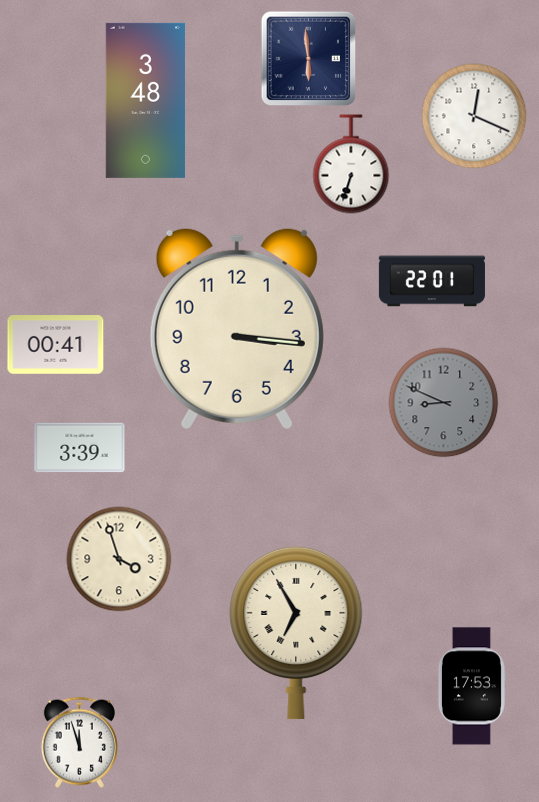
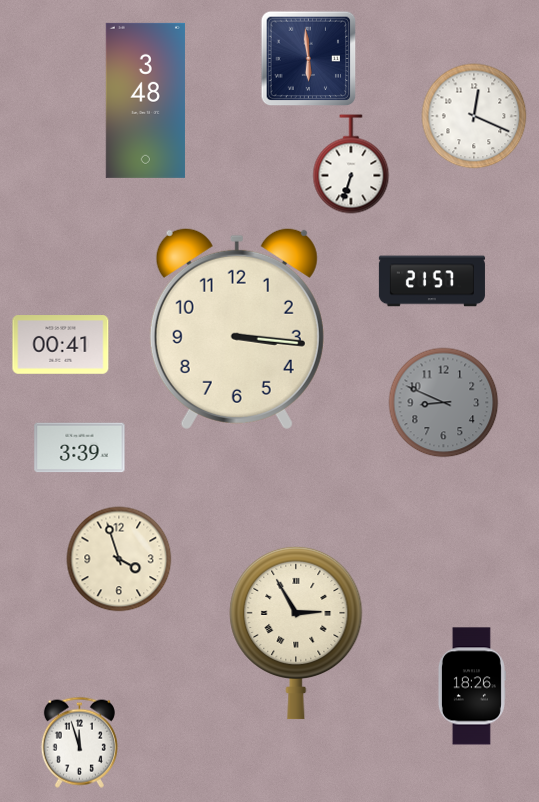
clock at (432, 281): 22:01 -> 21:57
clock at (56, 345) position: (56, 345) -> (61, 345)
clock at (296, 633): 6:55 -> 2:55
clock at (471, 686): 17:53 -> 18:26
